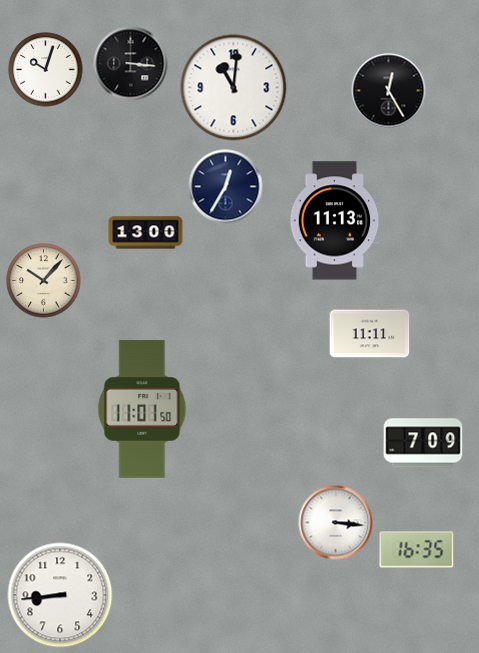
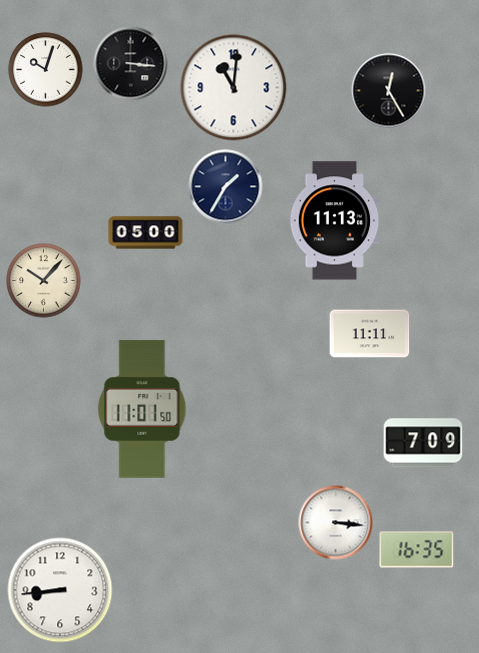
clock at (226, 187): 12:35 -> 1:35
clock at (146, 233): 13:00 -> 05:00
clock at (60, 595) position: (60, 595) -> (60, 590)
